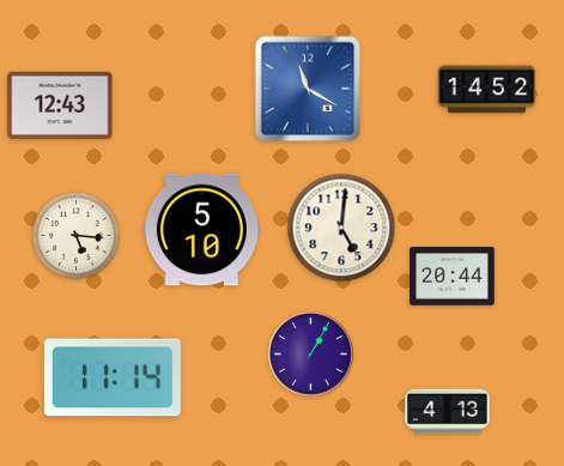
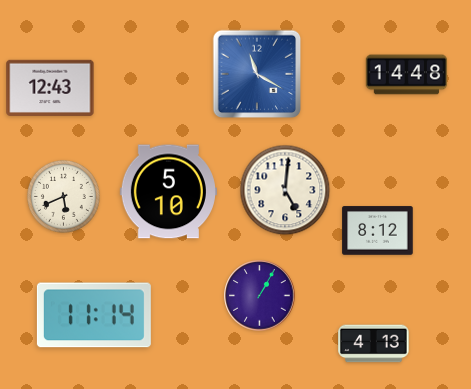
clock at (487, 90): 14:52 -> 14:48
clock at (75, 235): 5:16 -> 5:41
clock at (453, 277): 20:44 -> 8:12
